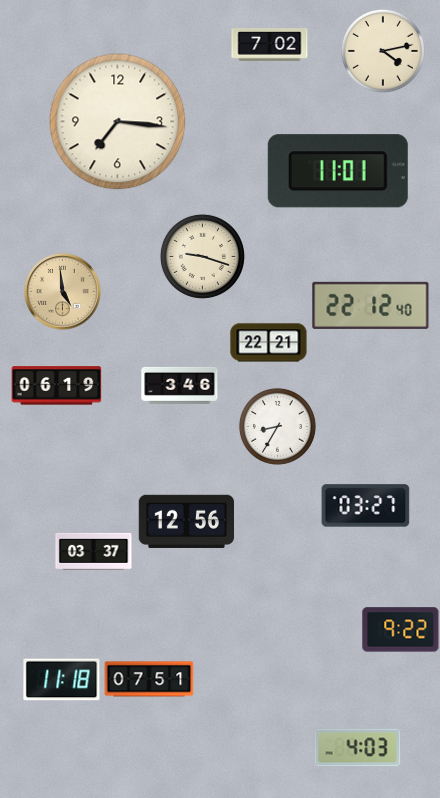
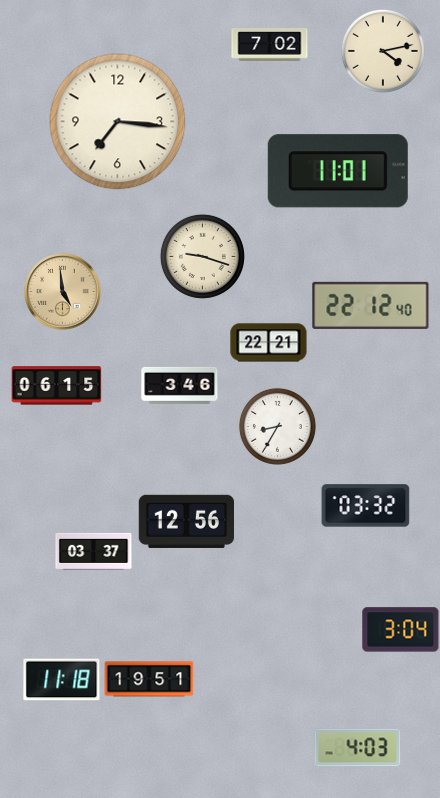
clock at (57, 386): 06:19 -> 06:15
clock at (366, 506): 03:27 -> 03:32
clock at (401, 630): 9:22 -> 3:04
clock at (149, 679): 07:51 -> 19:51
